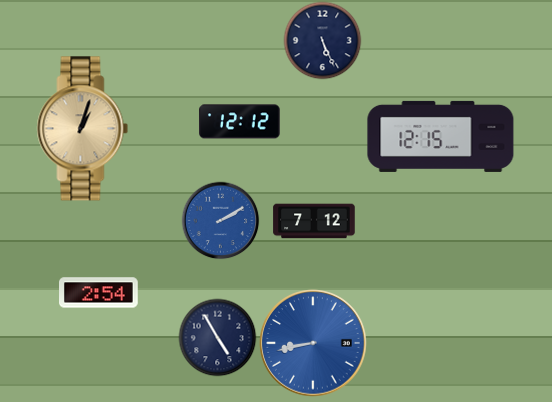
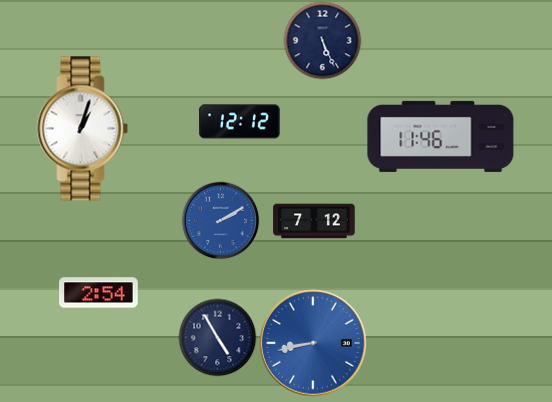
clock at (83, 129) dial: champagne -> white
clock at (441, 136): 12:15 -> 11:46
